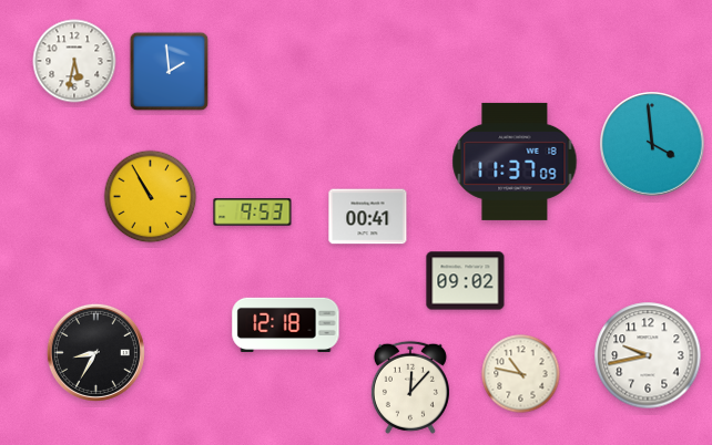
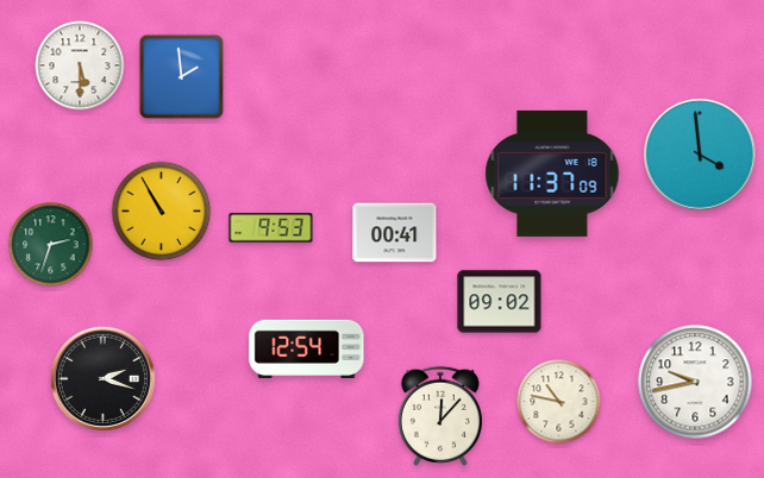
clock at (74, 61): 5:32 -> 5:30
clock at (51, 245): none -> 2:33
clock at (286, 324): 12:18 -> 12:54
clock at (95, 352): 8:35 -> 2:18
